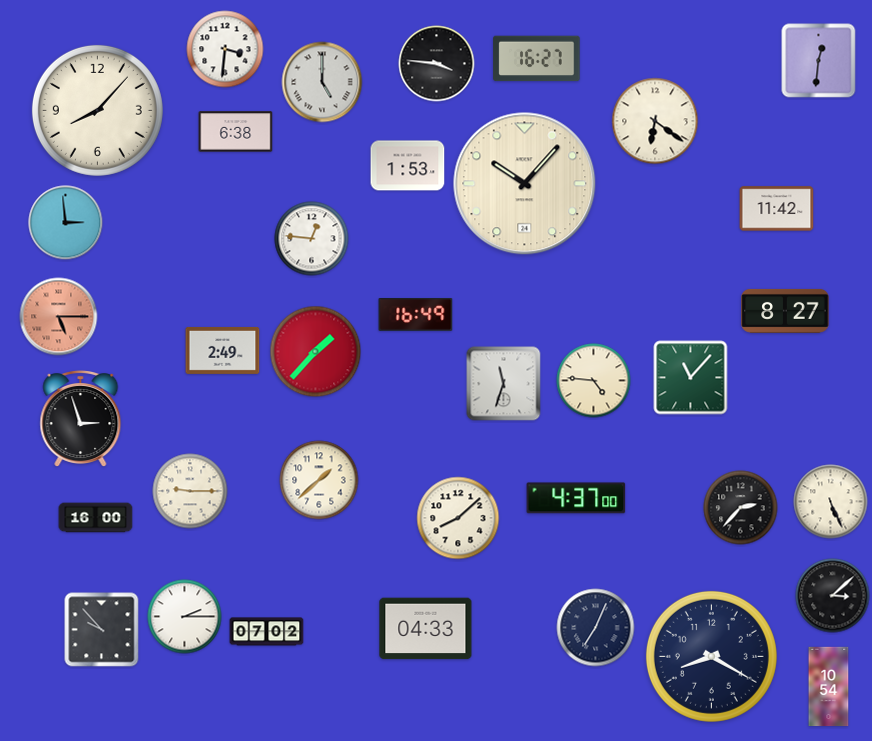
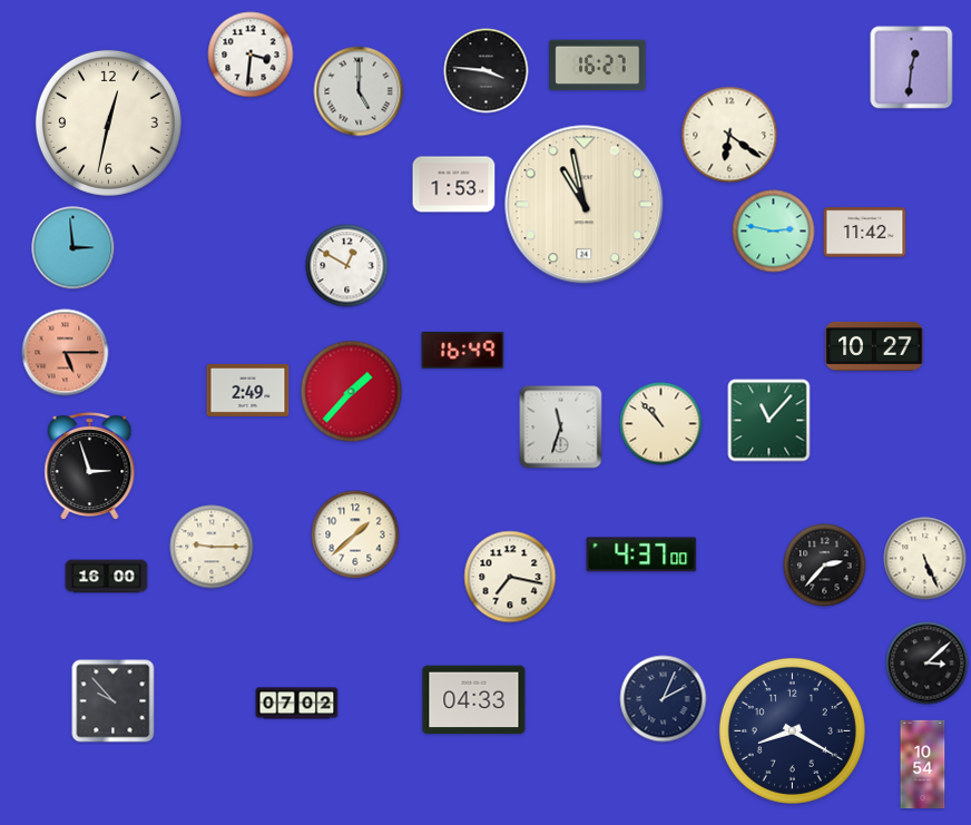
clock at (97, 110): 8:07 -> 12:32
clock at (236, 132): 6:38 -> none
clock at (525, 184): 10:07 -> 10:58
clock at (774, 232): none -> 2:47
clock at (312, 239): 12:46 -> 12:50
clock at (785, 311): 8:27 -> 10:27
clock at (594, 381): 4:46 -> 10:53
clock at (458, 518): 8:08 -> 7:17
clock at (185, 617): 2:15 -> none
clock at (596, 628): 7:04 -> 2:04
